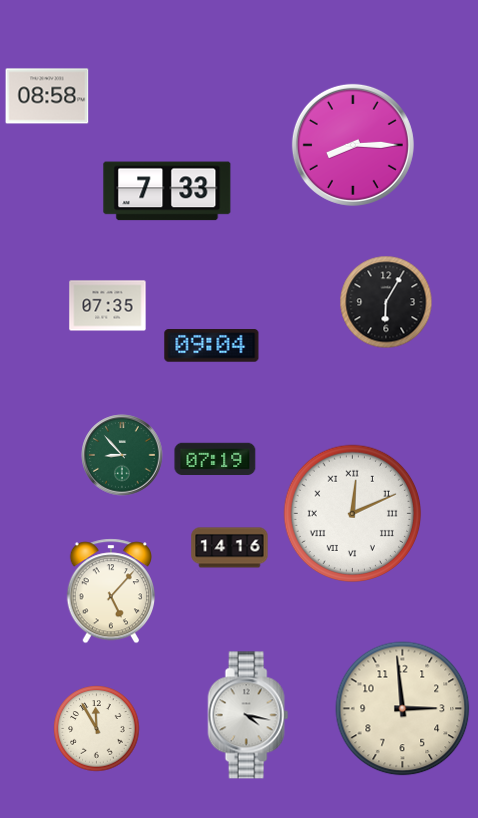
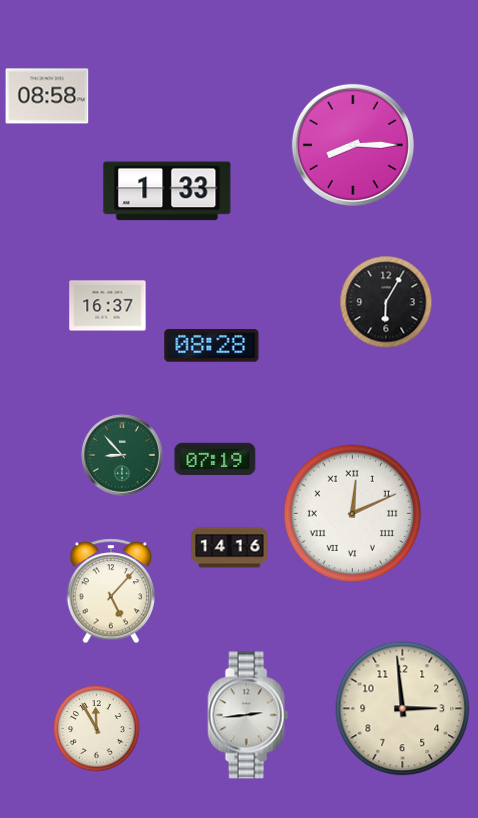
clock at (167, 191): 7:33 -> 1:33
clock at (108, 306): 07:35 -> 16:37
clock at (212, 346): 09:04 -> 08:28
clock at (248, 715): 4:17 -> 2:44
